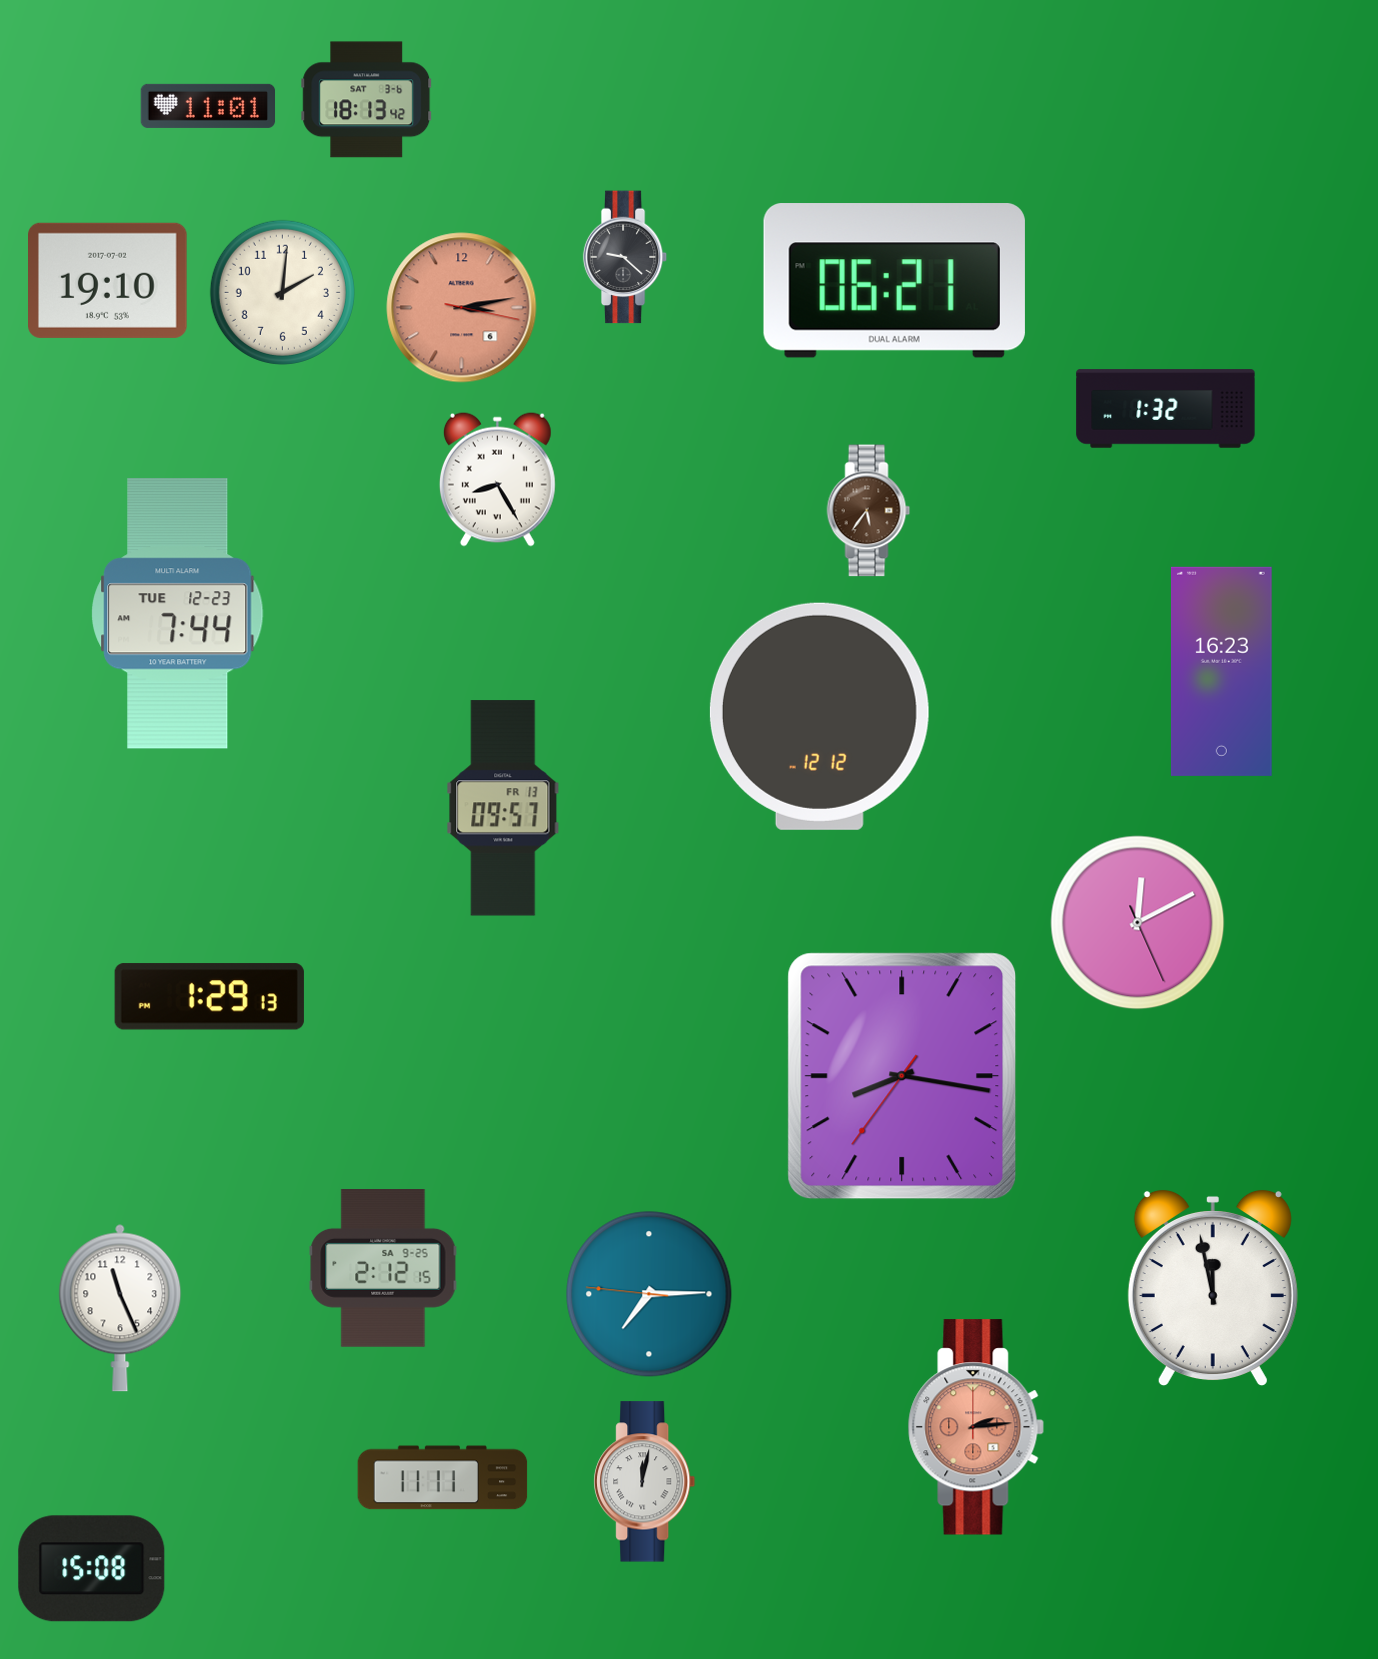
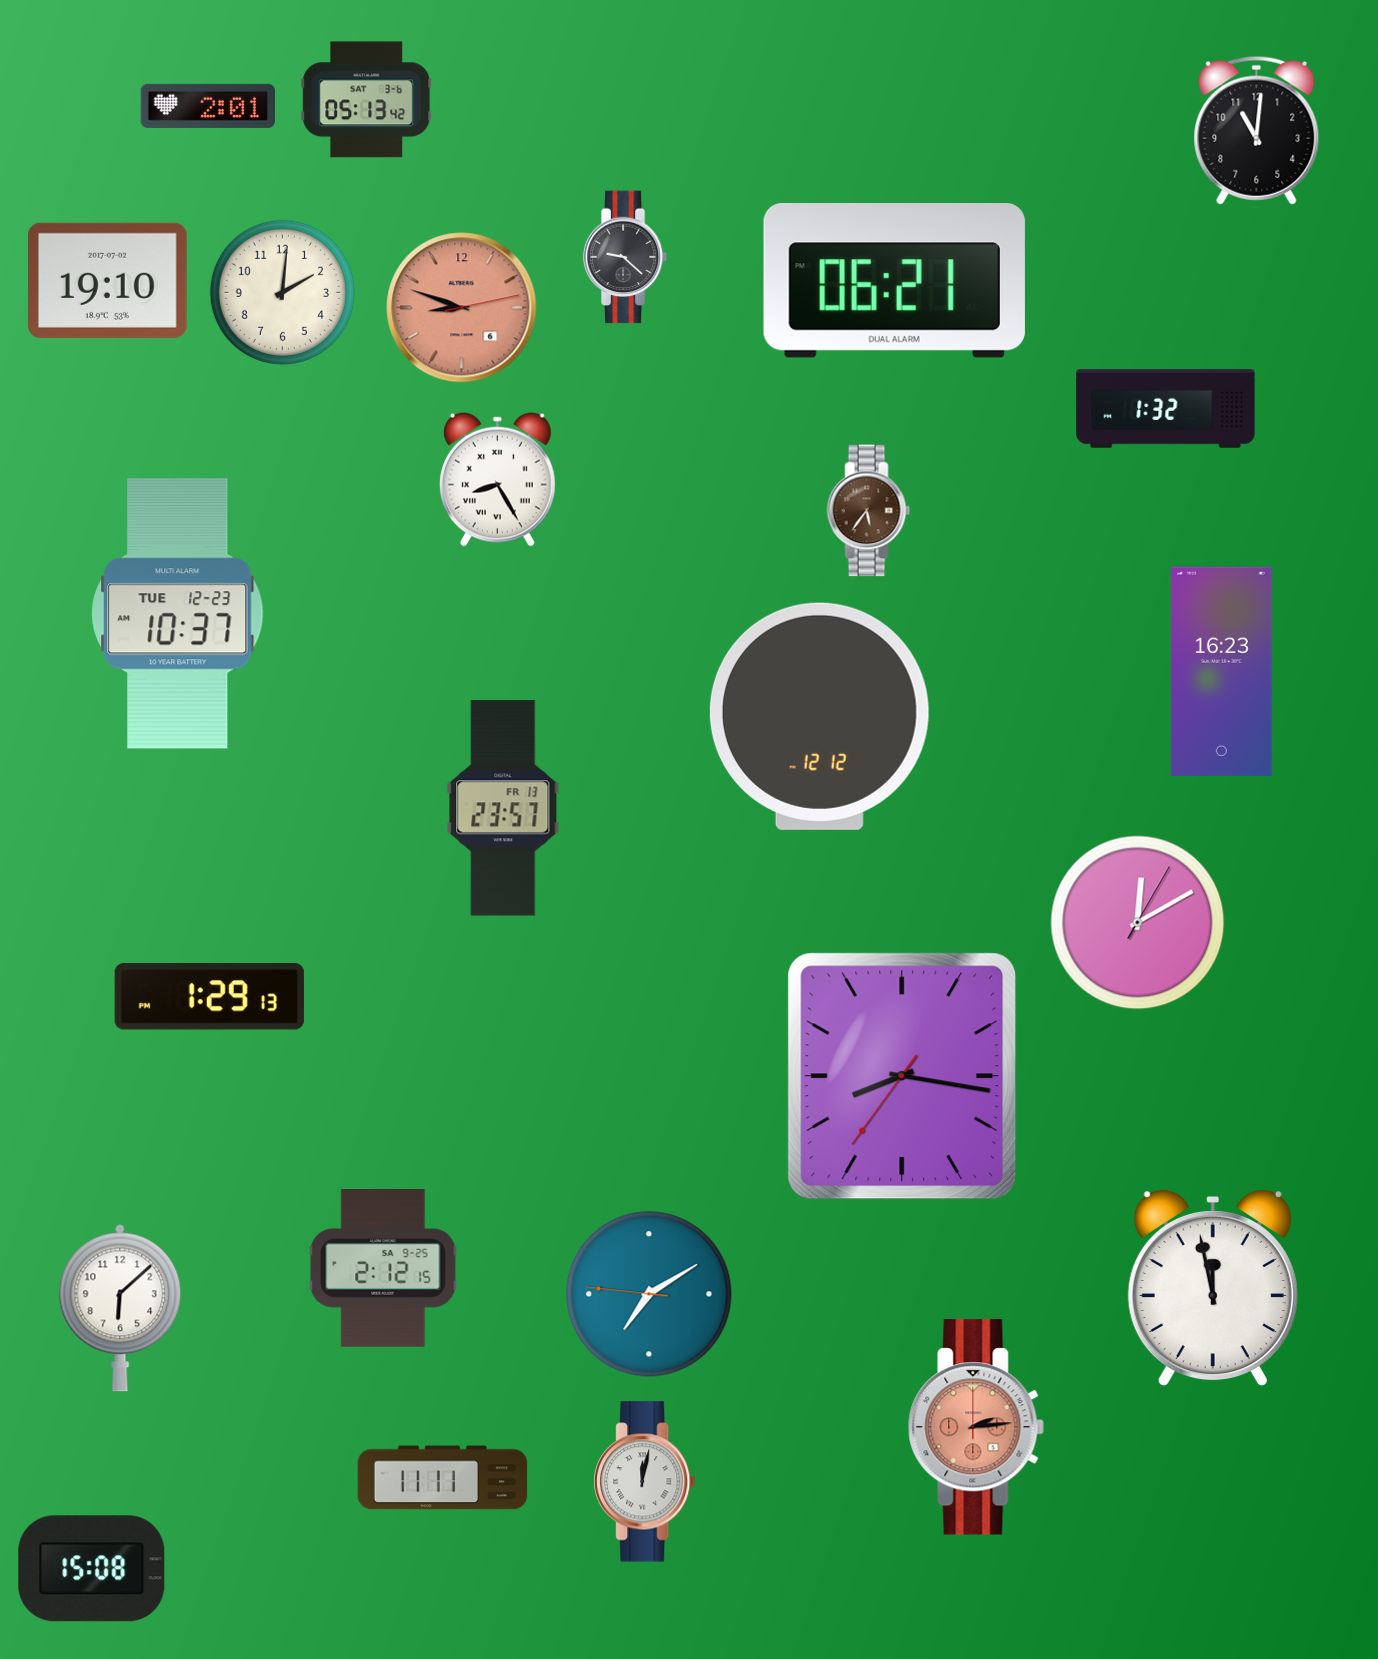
clock at (367, 100): 18:13 -> 05:13
clock at (208, 106): 11:01 -> 2:01
clock at (1257, 130): none -> 11:01
clock at (462, 308): 3:13 -> 8:48
clock at (178, 614): 7:44 -> 10:37
clock at (503, 808): 09:57 -> 23:57
clock at (1138, 923): 12:10:26 -> 12:10:05
clock at (649, 1294): 7:14 -> 7:09
clock at (120, 1308): 11:26 -> 6:08
